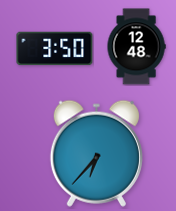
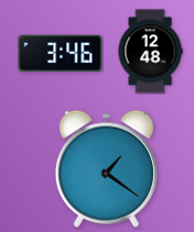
clock at (55, 49): 3:50 -> 3:46
clock at (96, 153): 6:37 -> 1:21
